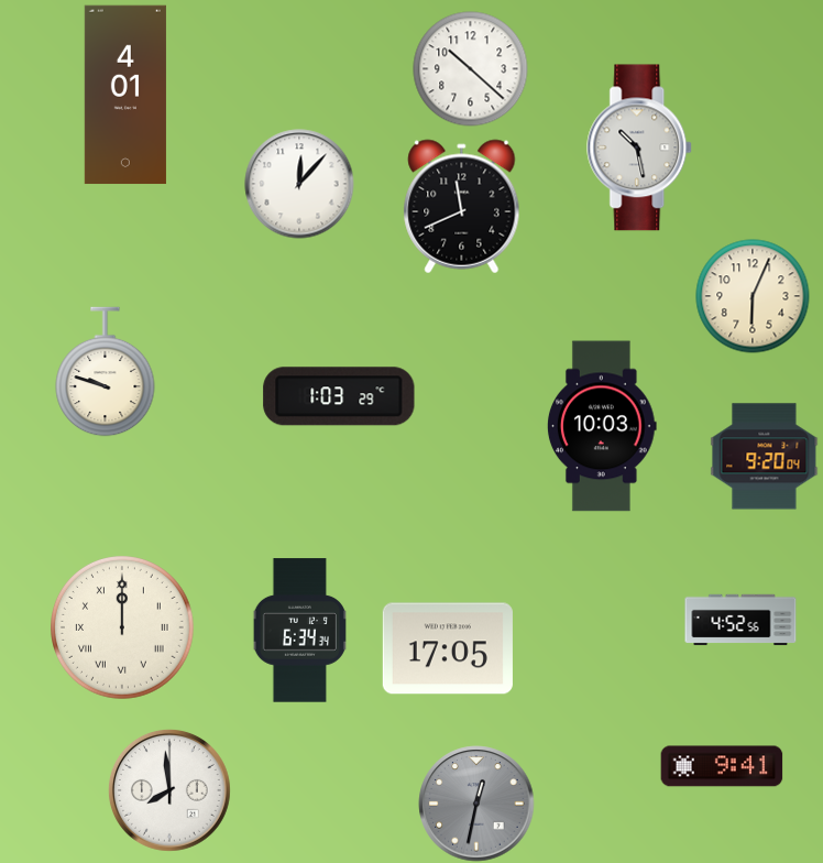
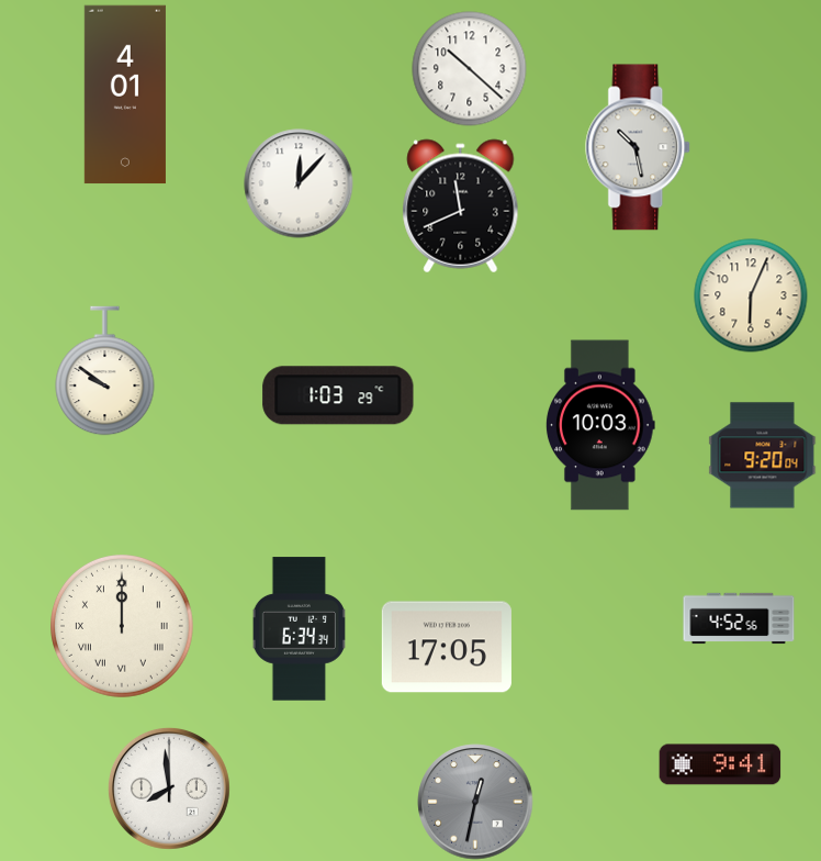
clock at (106, 372): 9:48 -> 9:51
